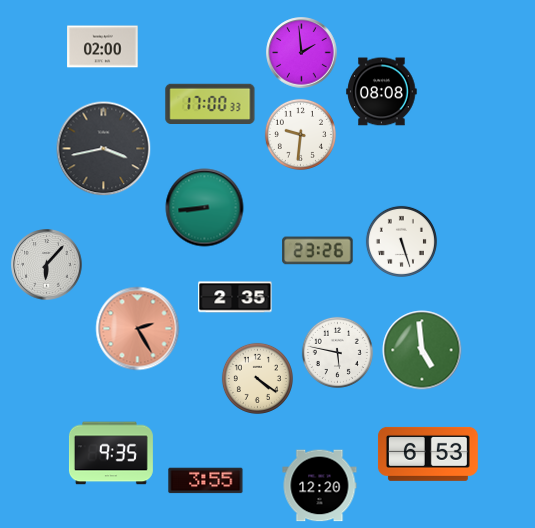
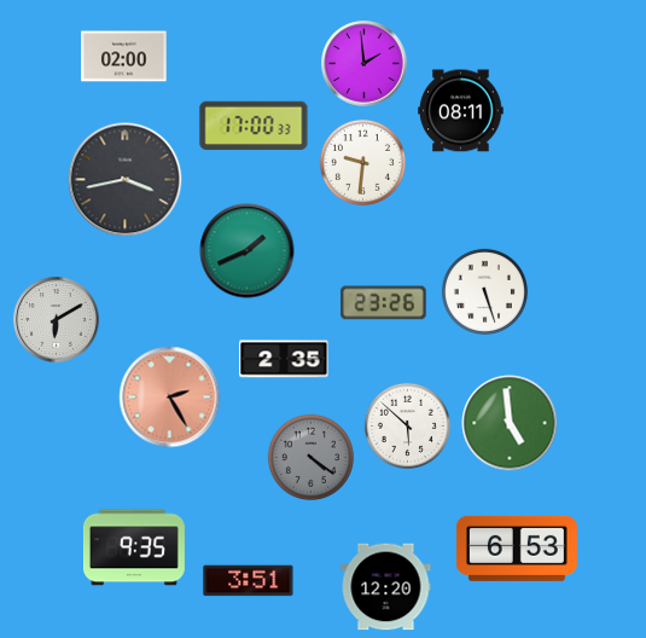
clock at (382, 92): 08:08 -> 08:11
clock at (205, 208): 8:44 -> 1:41
clock at (47, 265): 6:07 -> 6:10
clock at (138, 329) position: (138, 329) -> (170, 398)
clock at (337, 352): 5:47 -> 5:52
clock at (257, 378) dial: cream -> grey
clock at (206, 481): 3:55 -> 3:51
